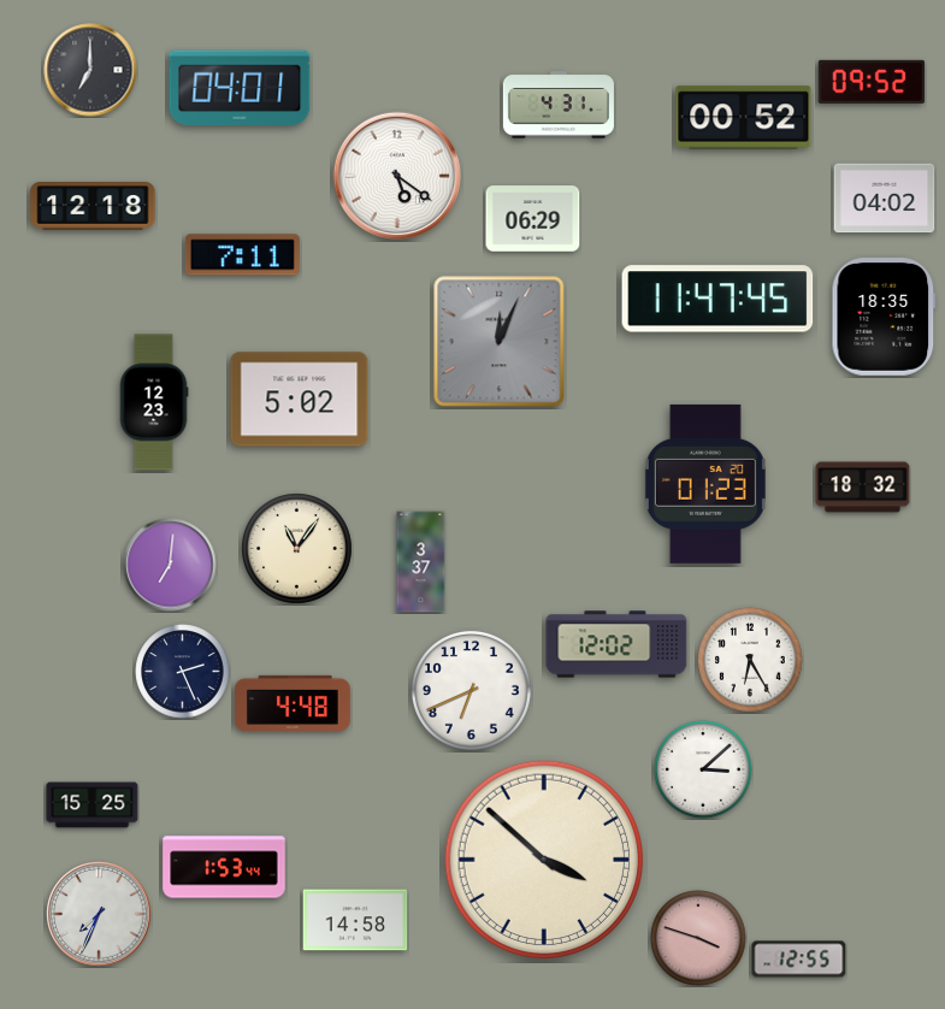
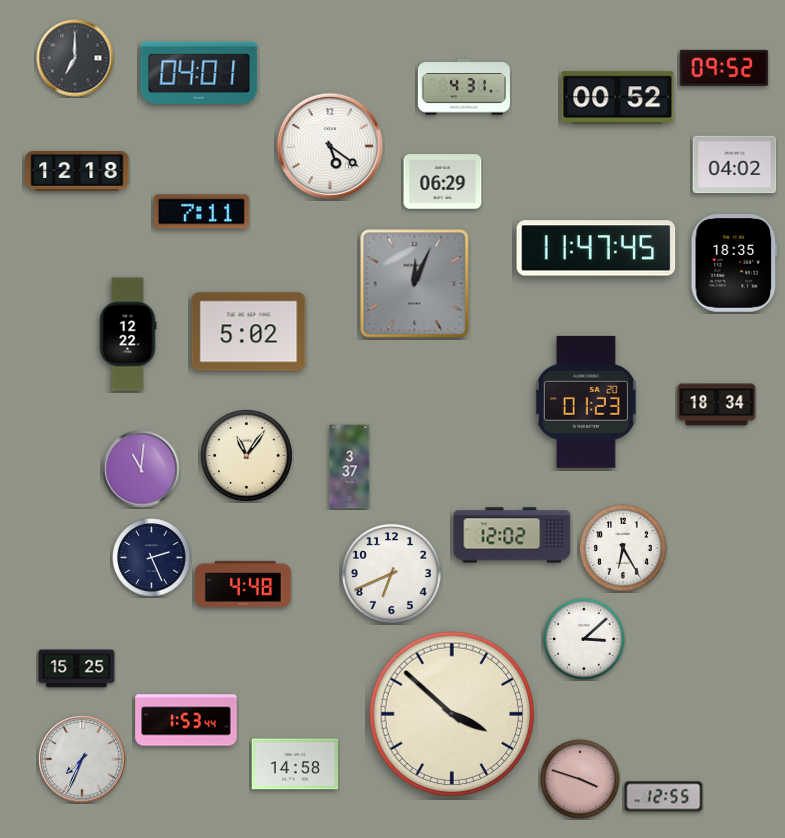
clock at (154, 402): 12:23 -> 12:22
clock at (863, 488): 18:32 -> 18:34
clock at (170, 565): 7:01 -> 11:01
